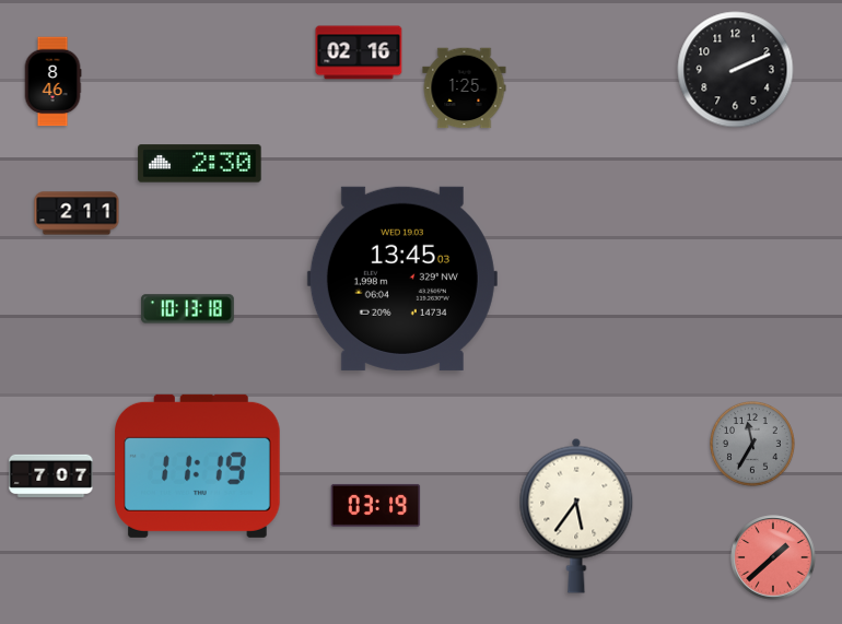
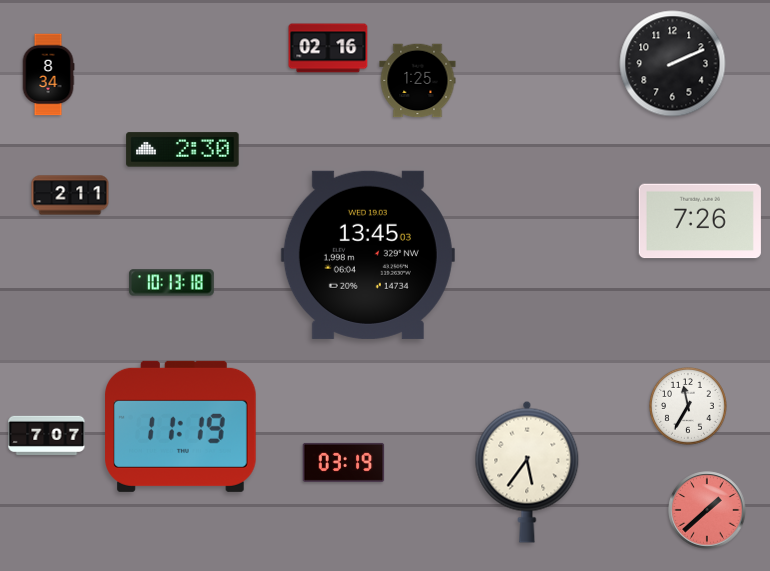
clock at (52, 82): 8:46 -> 8:34
clock at (465, 89) position: (465, 89) -> (418, 81)
clock at (700, 221): none -> 7:26
clock at (753, 445) dial: grey -> white
